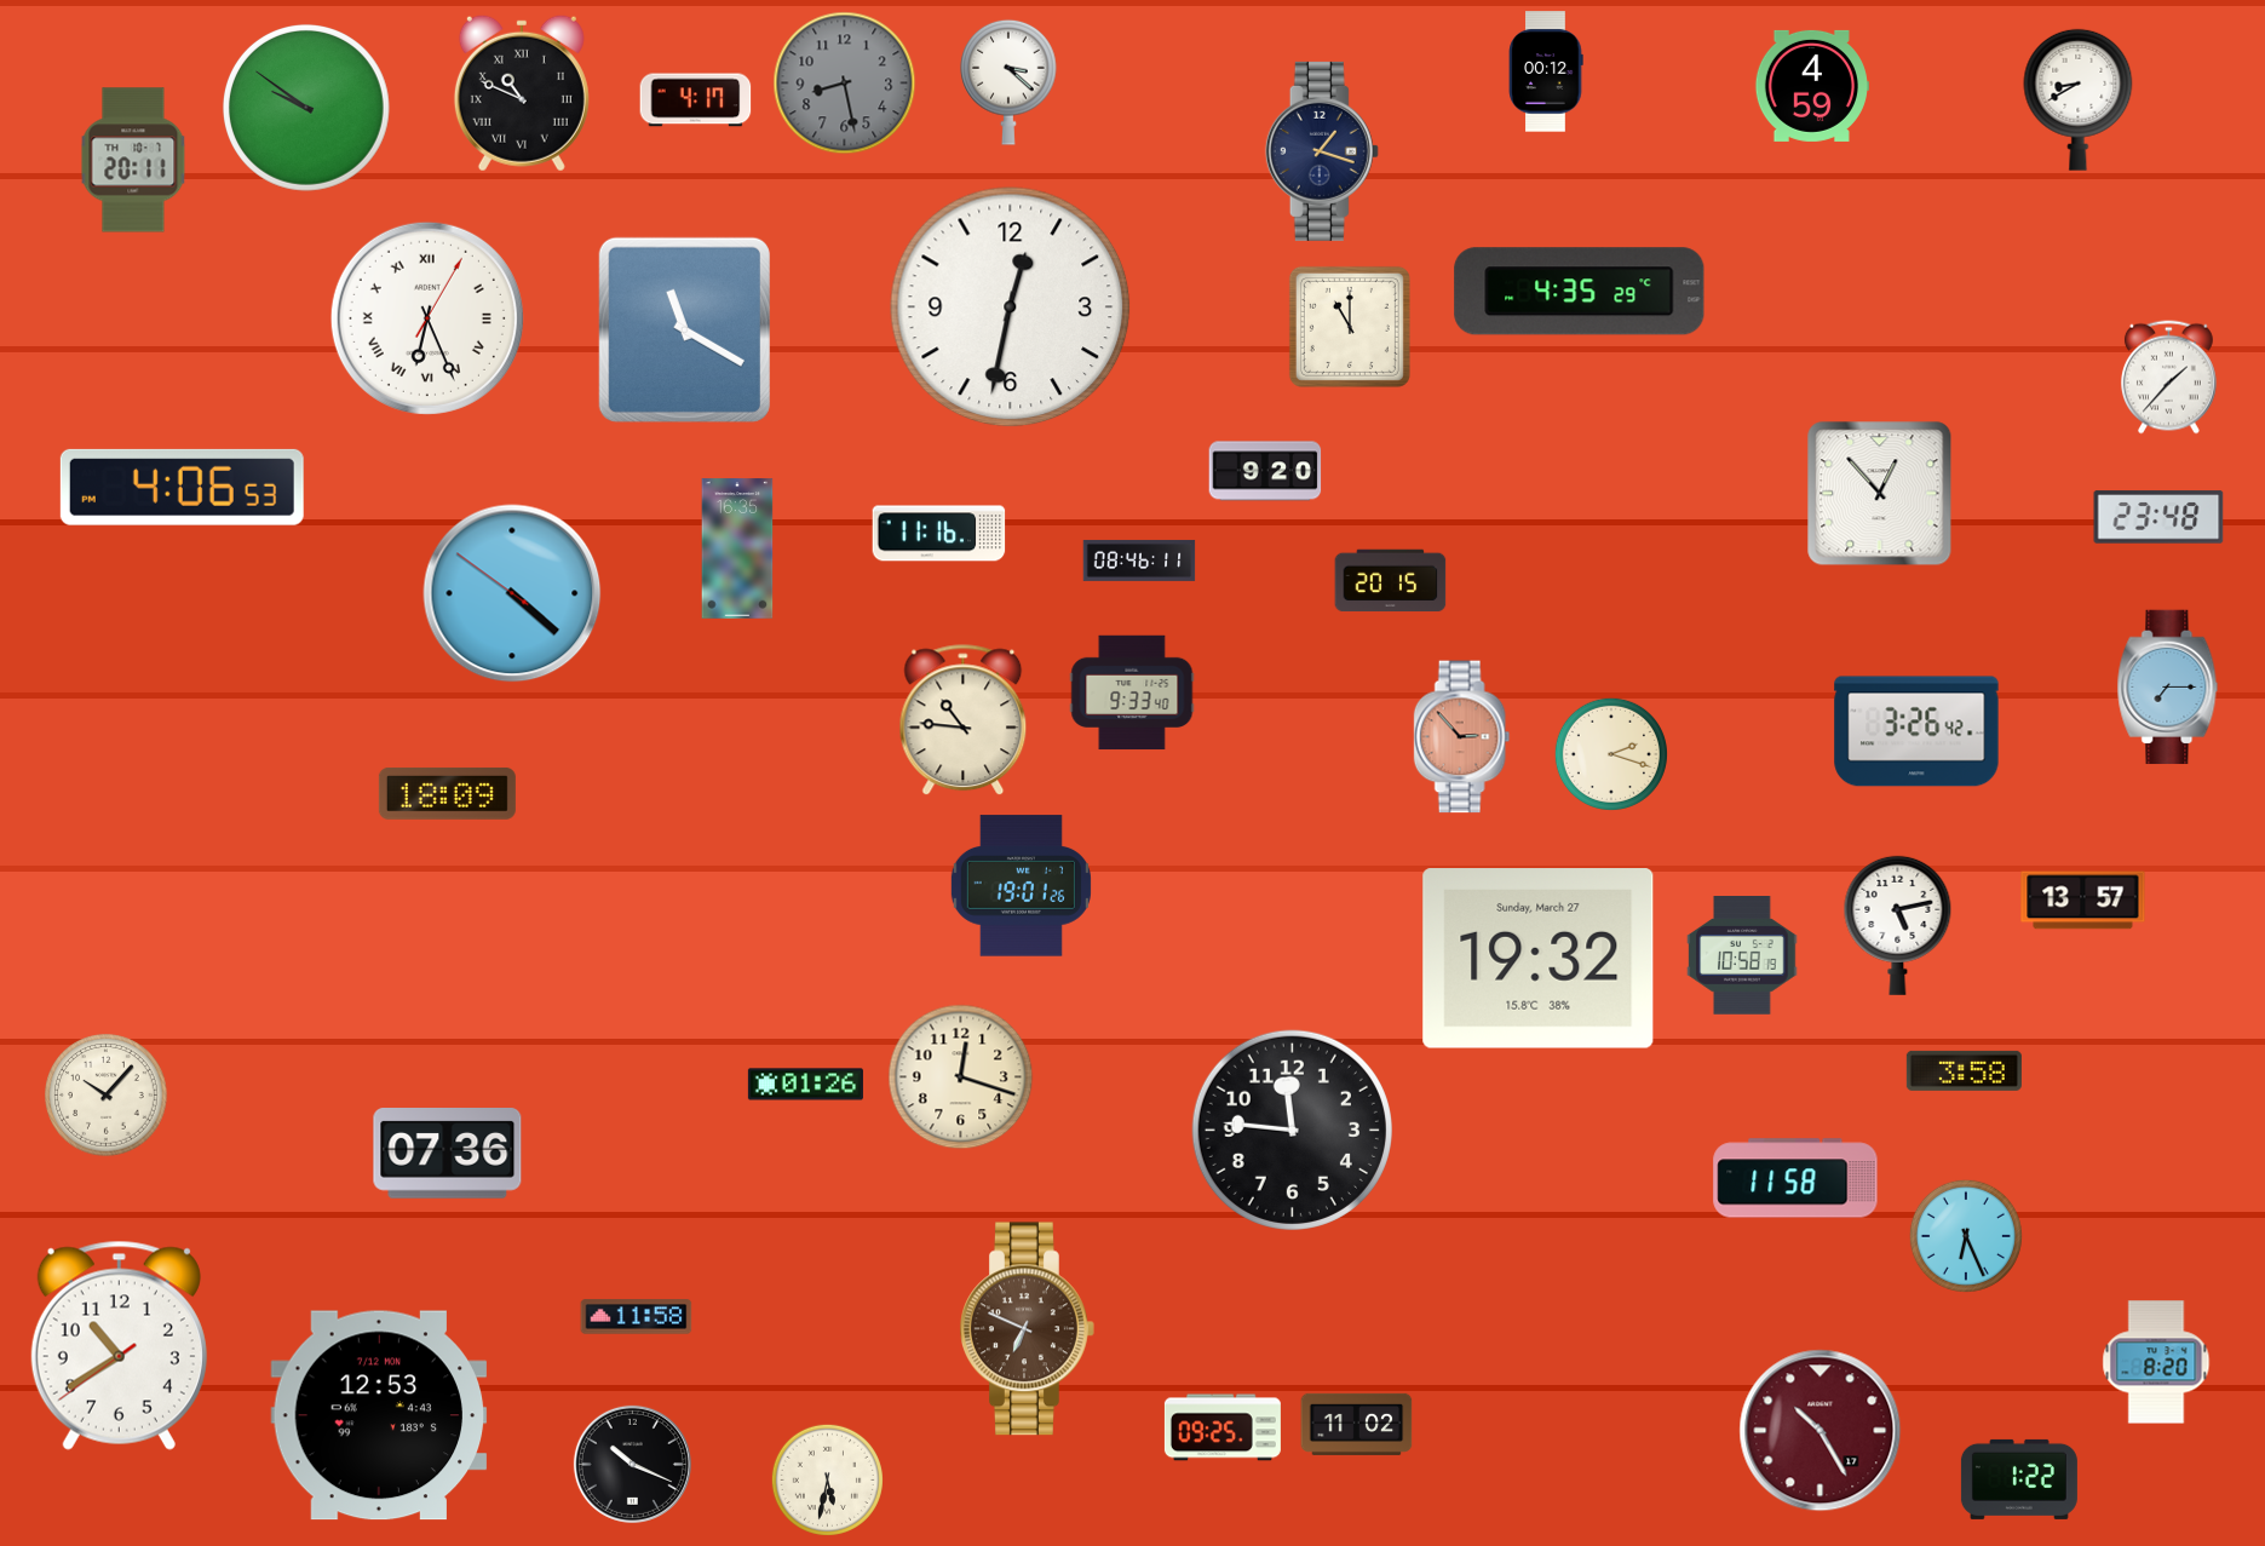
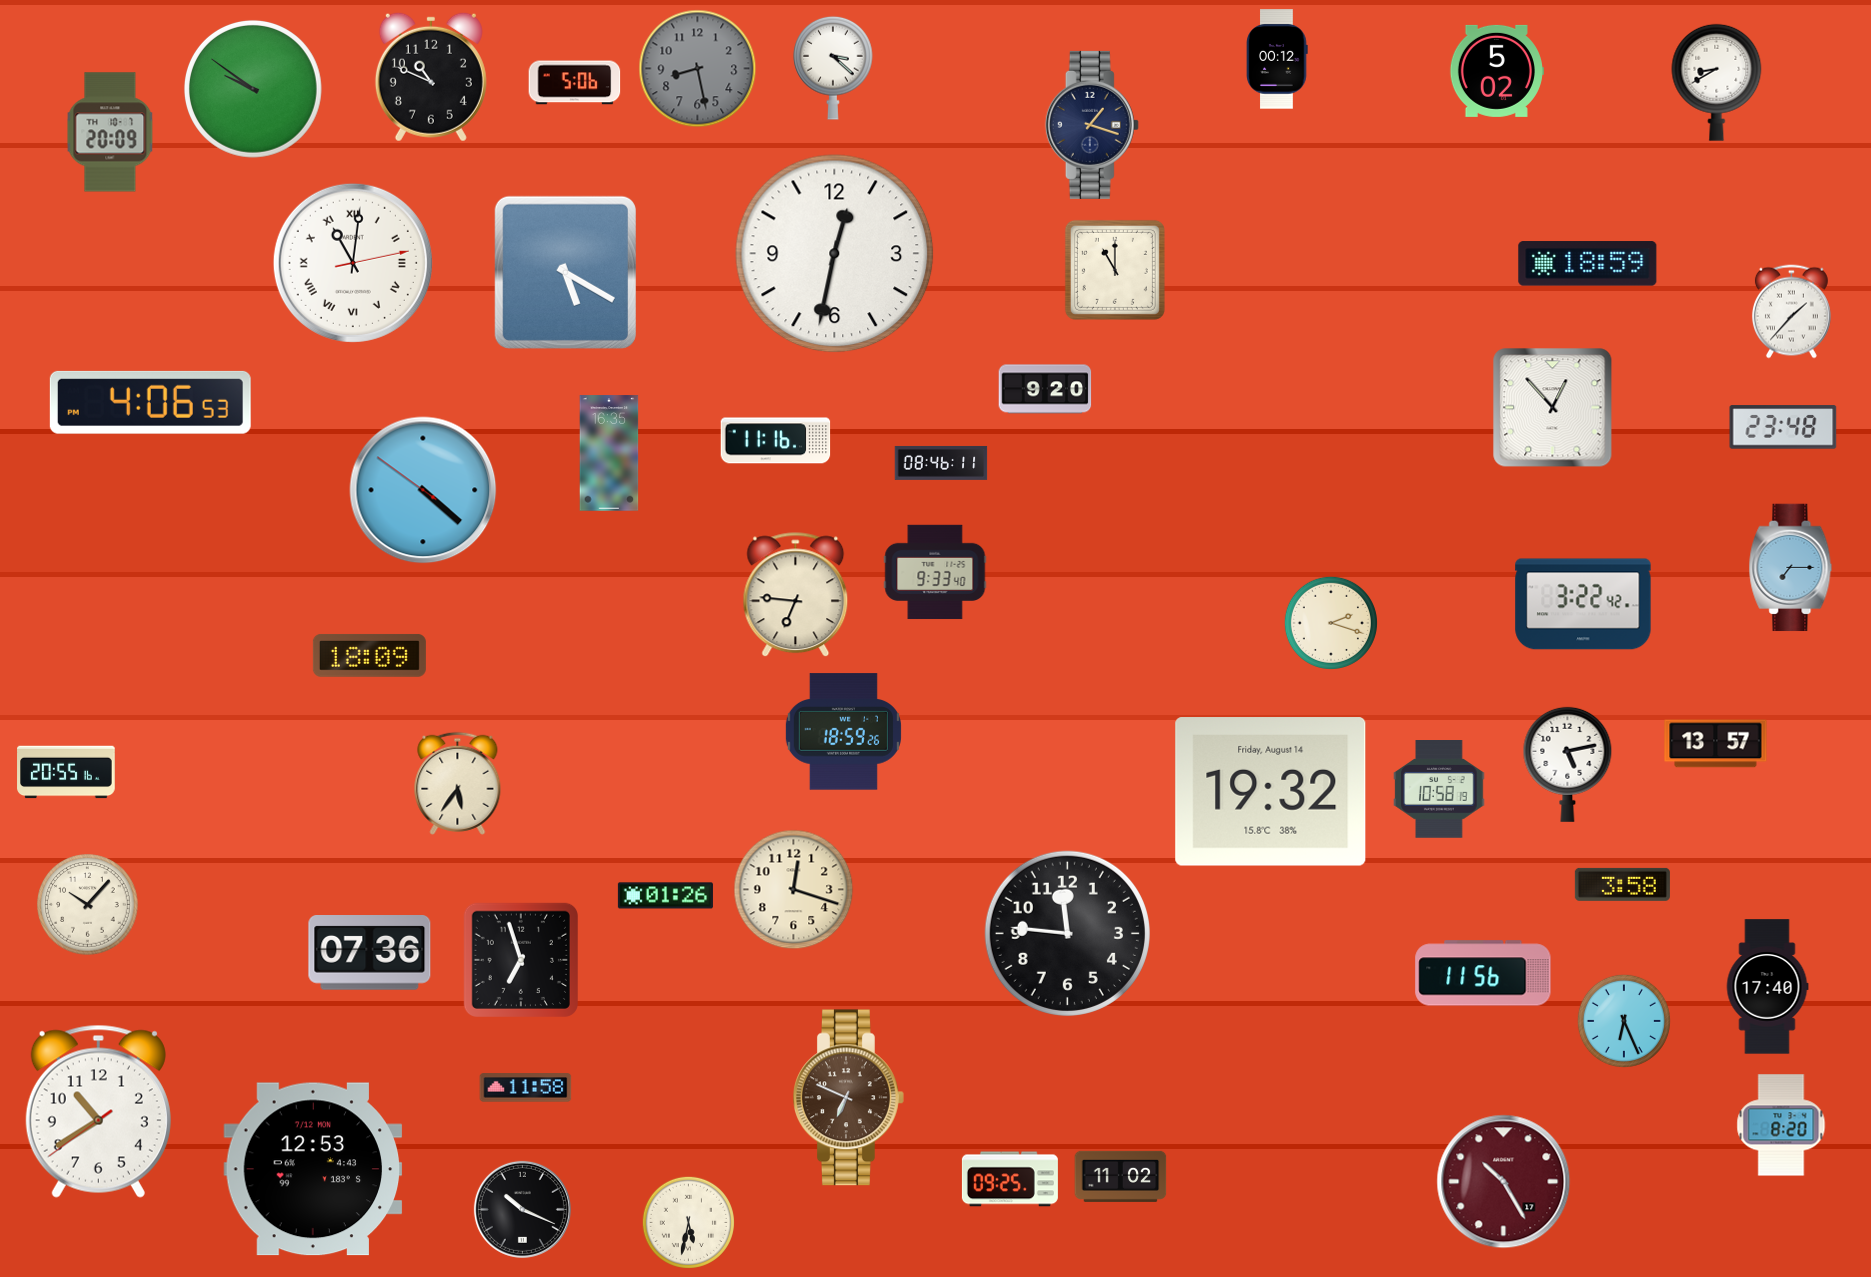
clock at (1811, 86): 4:59 -> 5:02
clock at (522, 93) numerals: Roman -> Arabic
clock at (696, 100): 4:17 -> 5:06
clock at (133, 160): 20:11 -> 20:09
clock at (1580, 292): 4:35 -> none
clock at (427, 318): 6:26 -> 11:01
clock at (1588, 264): none -> 18:59
clock at (684, 329): 11:20 -> 5:20
clock at (1391, 581): 20:15 -> none
clock at (964, 720): 10:46 -> 6:46
clock at (1916, 731): 3:26 -> 3:22
clock at (1462, 737): 2:53 -> none
clock at (1021, 886): 19:01 -> 18:59
clock at (2083, 901) position: (2083, 901) -> (1716, 744)
clock at (66, 772): none -> 20:55
clock at (458, 783): none -> 5:36
clock at (1539, 959) date: Sunday, March 27 -> Friday, August 14
clock at (521, 960): none -> 6:57
clock at (1795, 1178): 11:58 -> 11:56
clock at (1767, 987): none -> 17:40
clock at (827, 1479) position: (827, 1479) -> (688, 1222)
clock at (2019, 1479): 1:22 -> none
